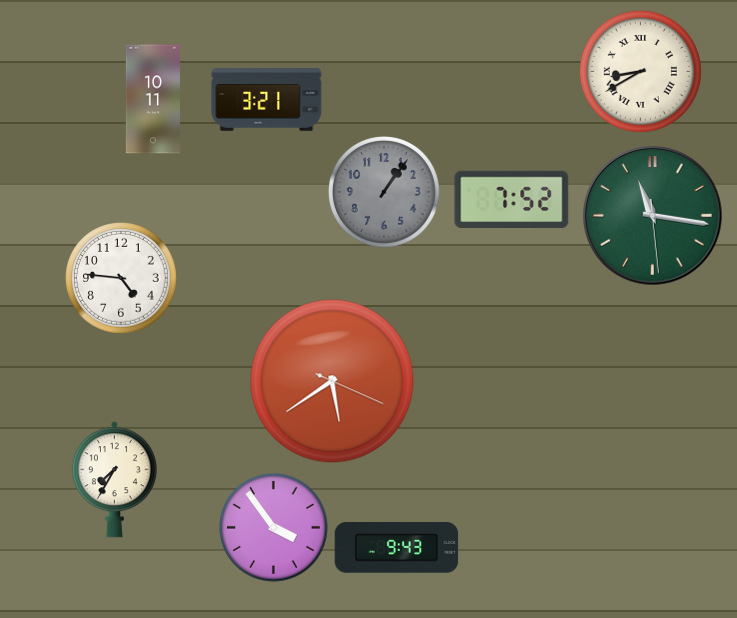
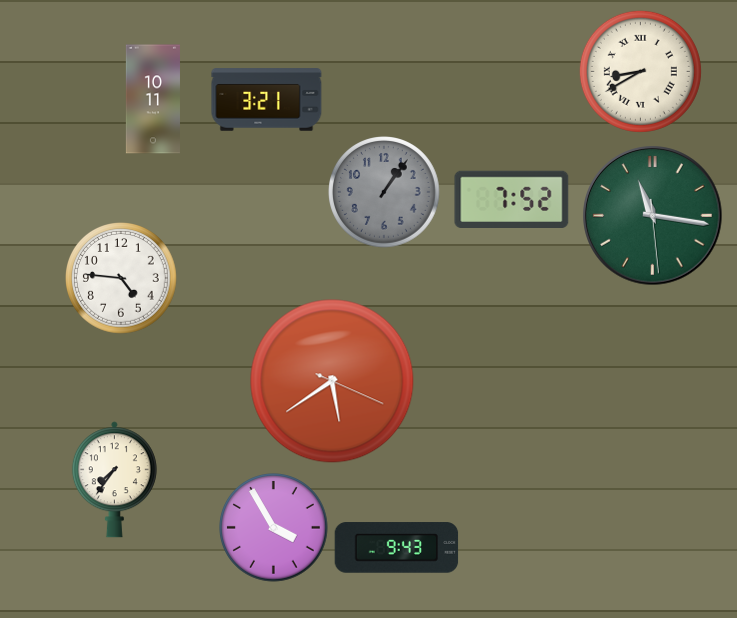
clock at (114, 480): 7:35 -> 7:36
clock at (274, 528): 3:54 -> 3:55
